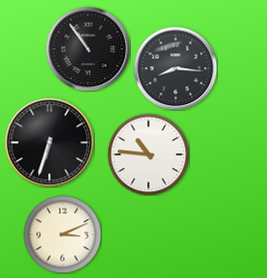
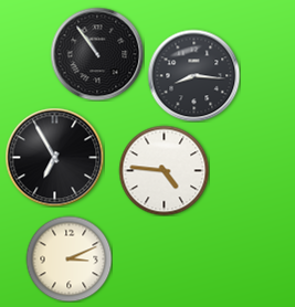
clock at (49, 142): 6:33 -> 6:55
clock at (148, 154): 10:46 -> 4:46
